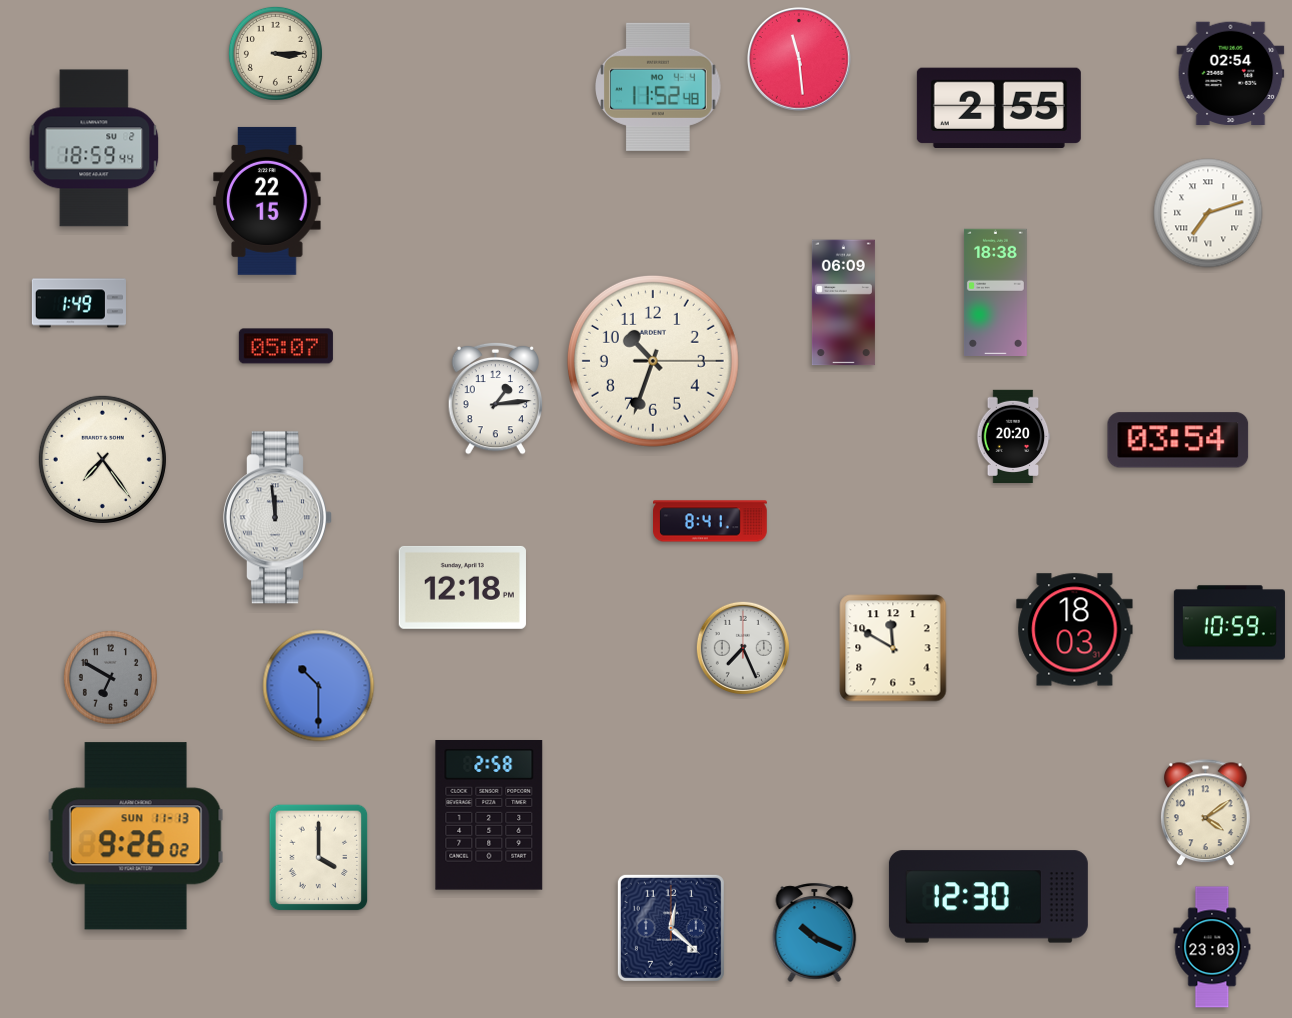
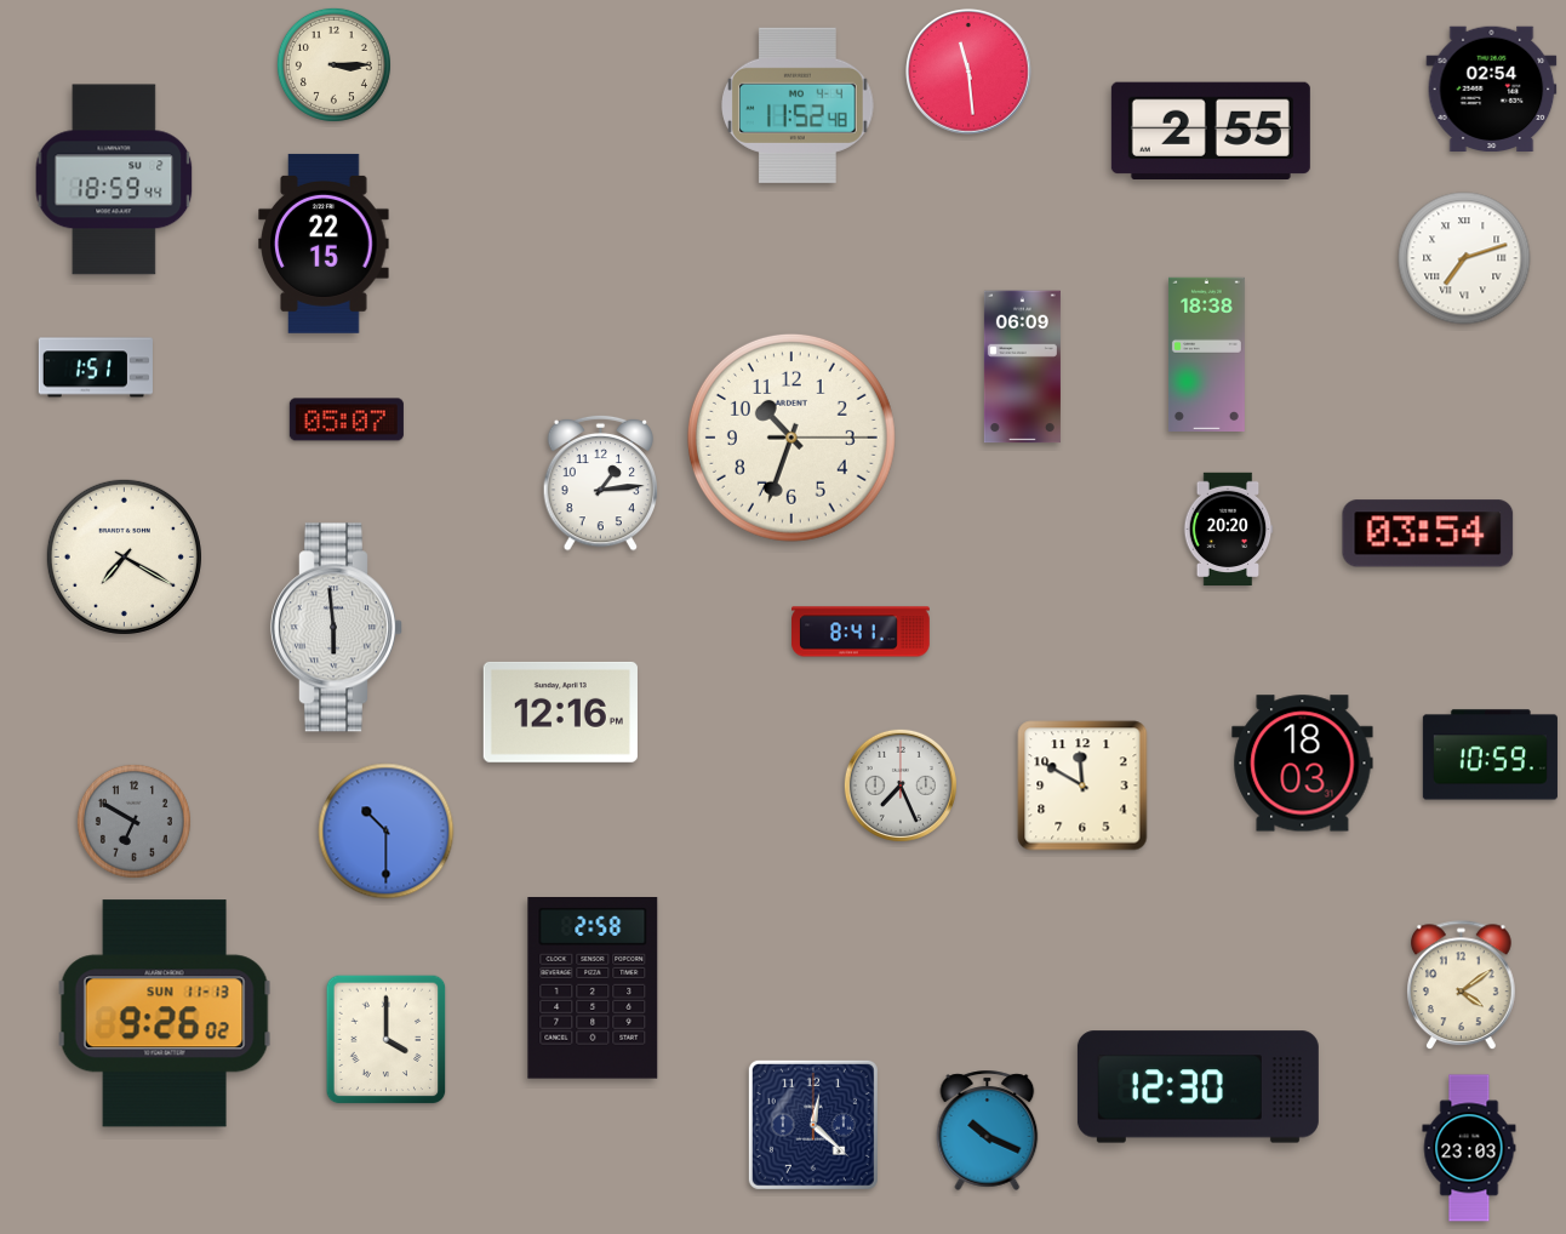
clock at (79, 303): 1:49 -> 1:51
clock at (102, 459): 7:24 -> 7:20
clock at (277, 518): 11:59 -> 5:59
clock at (462, 587): 12:18 -> 12:16
